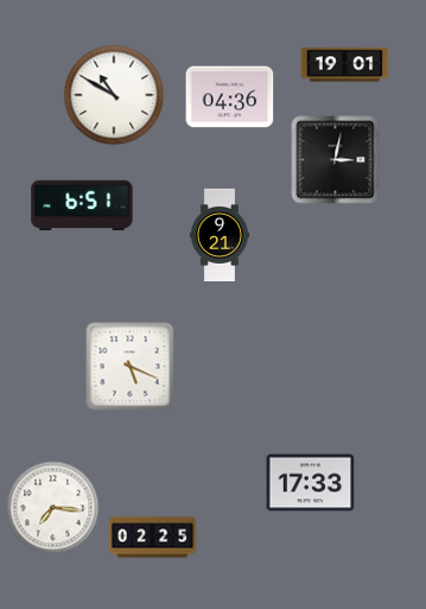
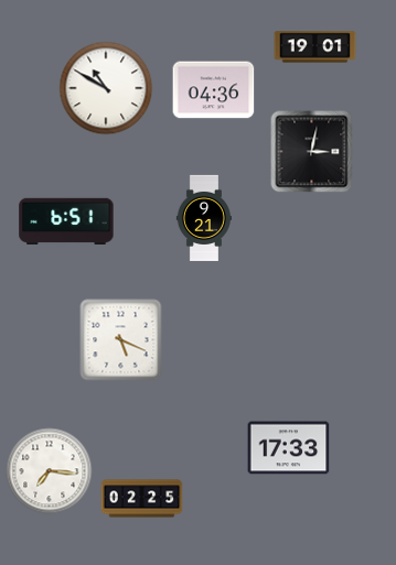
clock at (345, 65) position: (345, 65) -> (315, 47)
clock at (336, 160) position: (336, 160) -> (312, 152)
clock at (82, 204) position: (82, 204) -> (66, 220)
